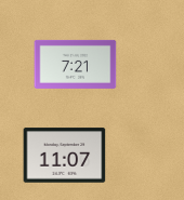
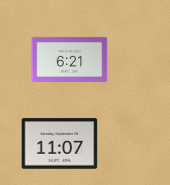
clock at (76, 64): 7:21 -> 6:21
